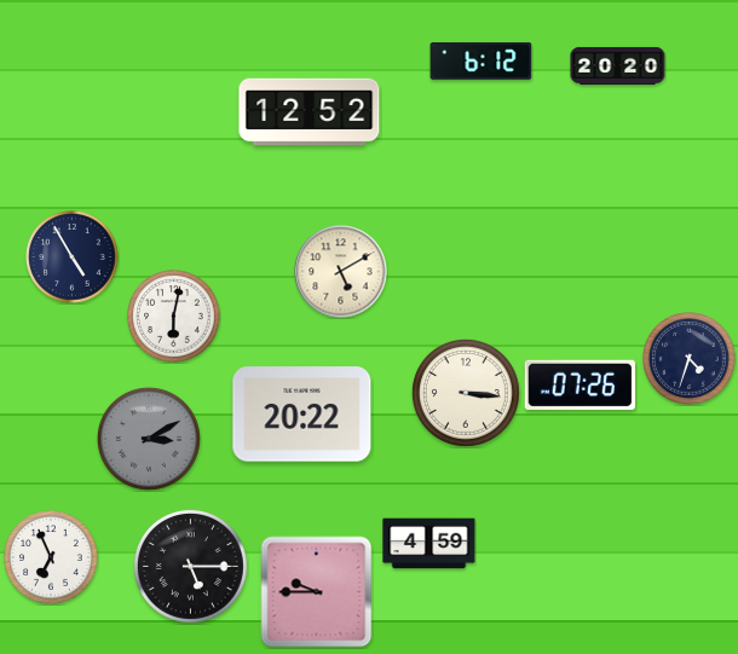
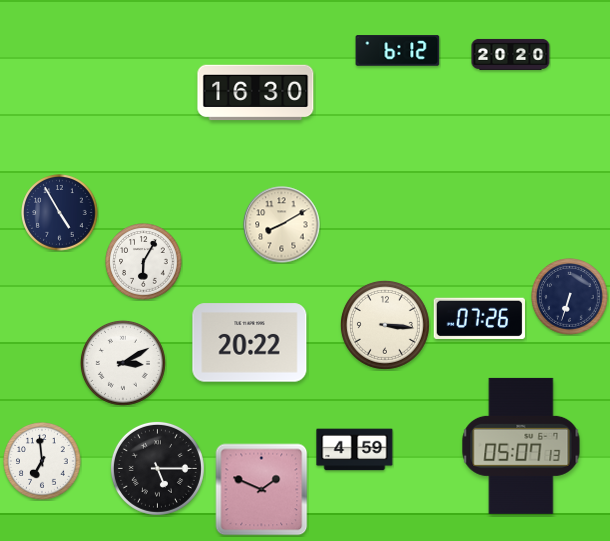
clock at (310, 112): 12:52 -> 16:30
clock at (341, 272): 5:10 -> 8:10
clock at (174, 317): 6:02 -> 6:05
clock at (690, 359): 4:33 -> 6:33
clock at (149, 439) dial: grey -> white
clock at (521, 446): none -> 05:07
clock at (51, 557): 6:56 -> 6:59
clock at (317, 592): 9:45 -> 1:49
